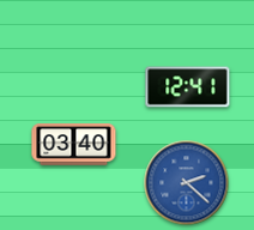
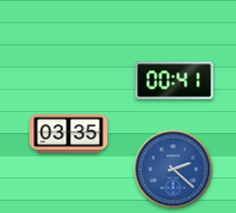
clock at (188, 87): 12:41 -> 00:41
clock at (74, 145): 03:40 -> 03:35
